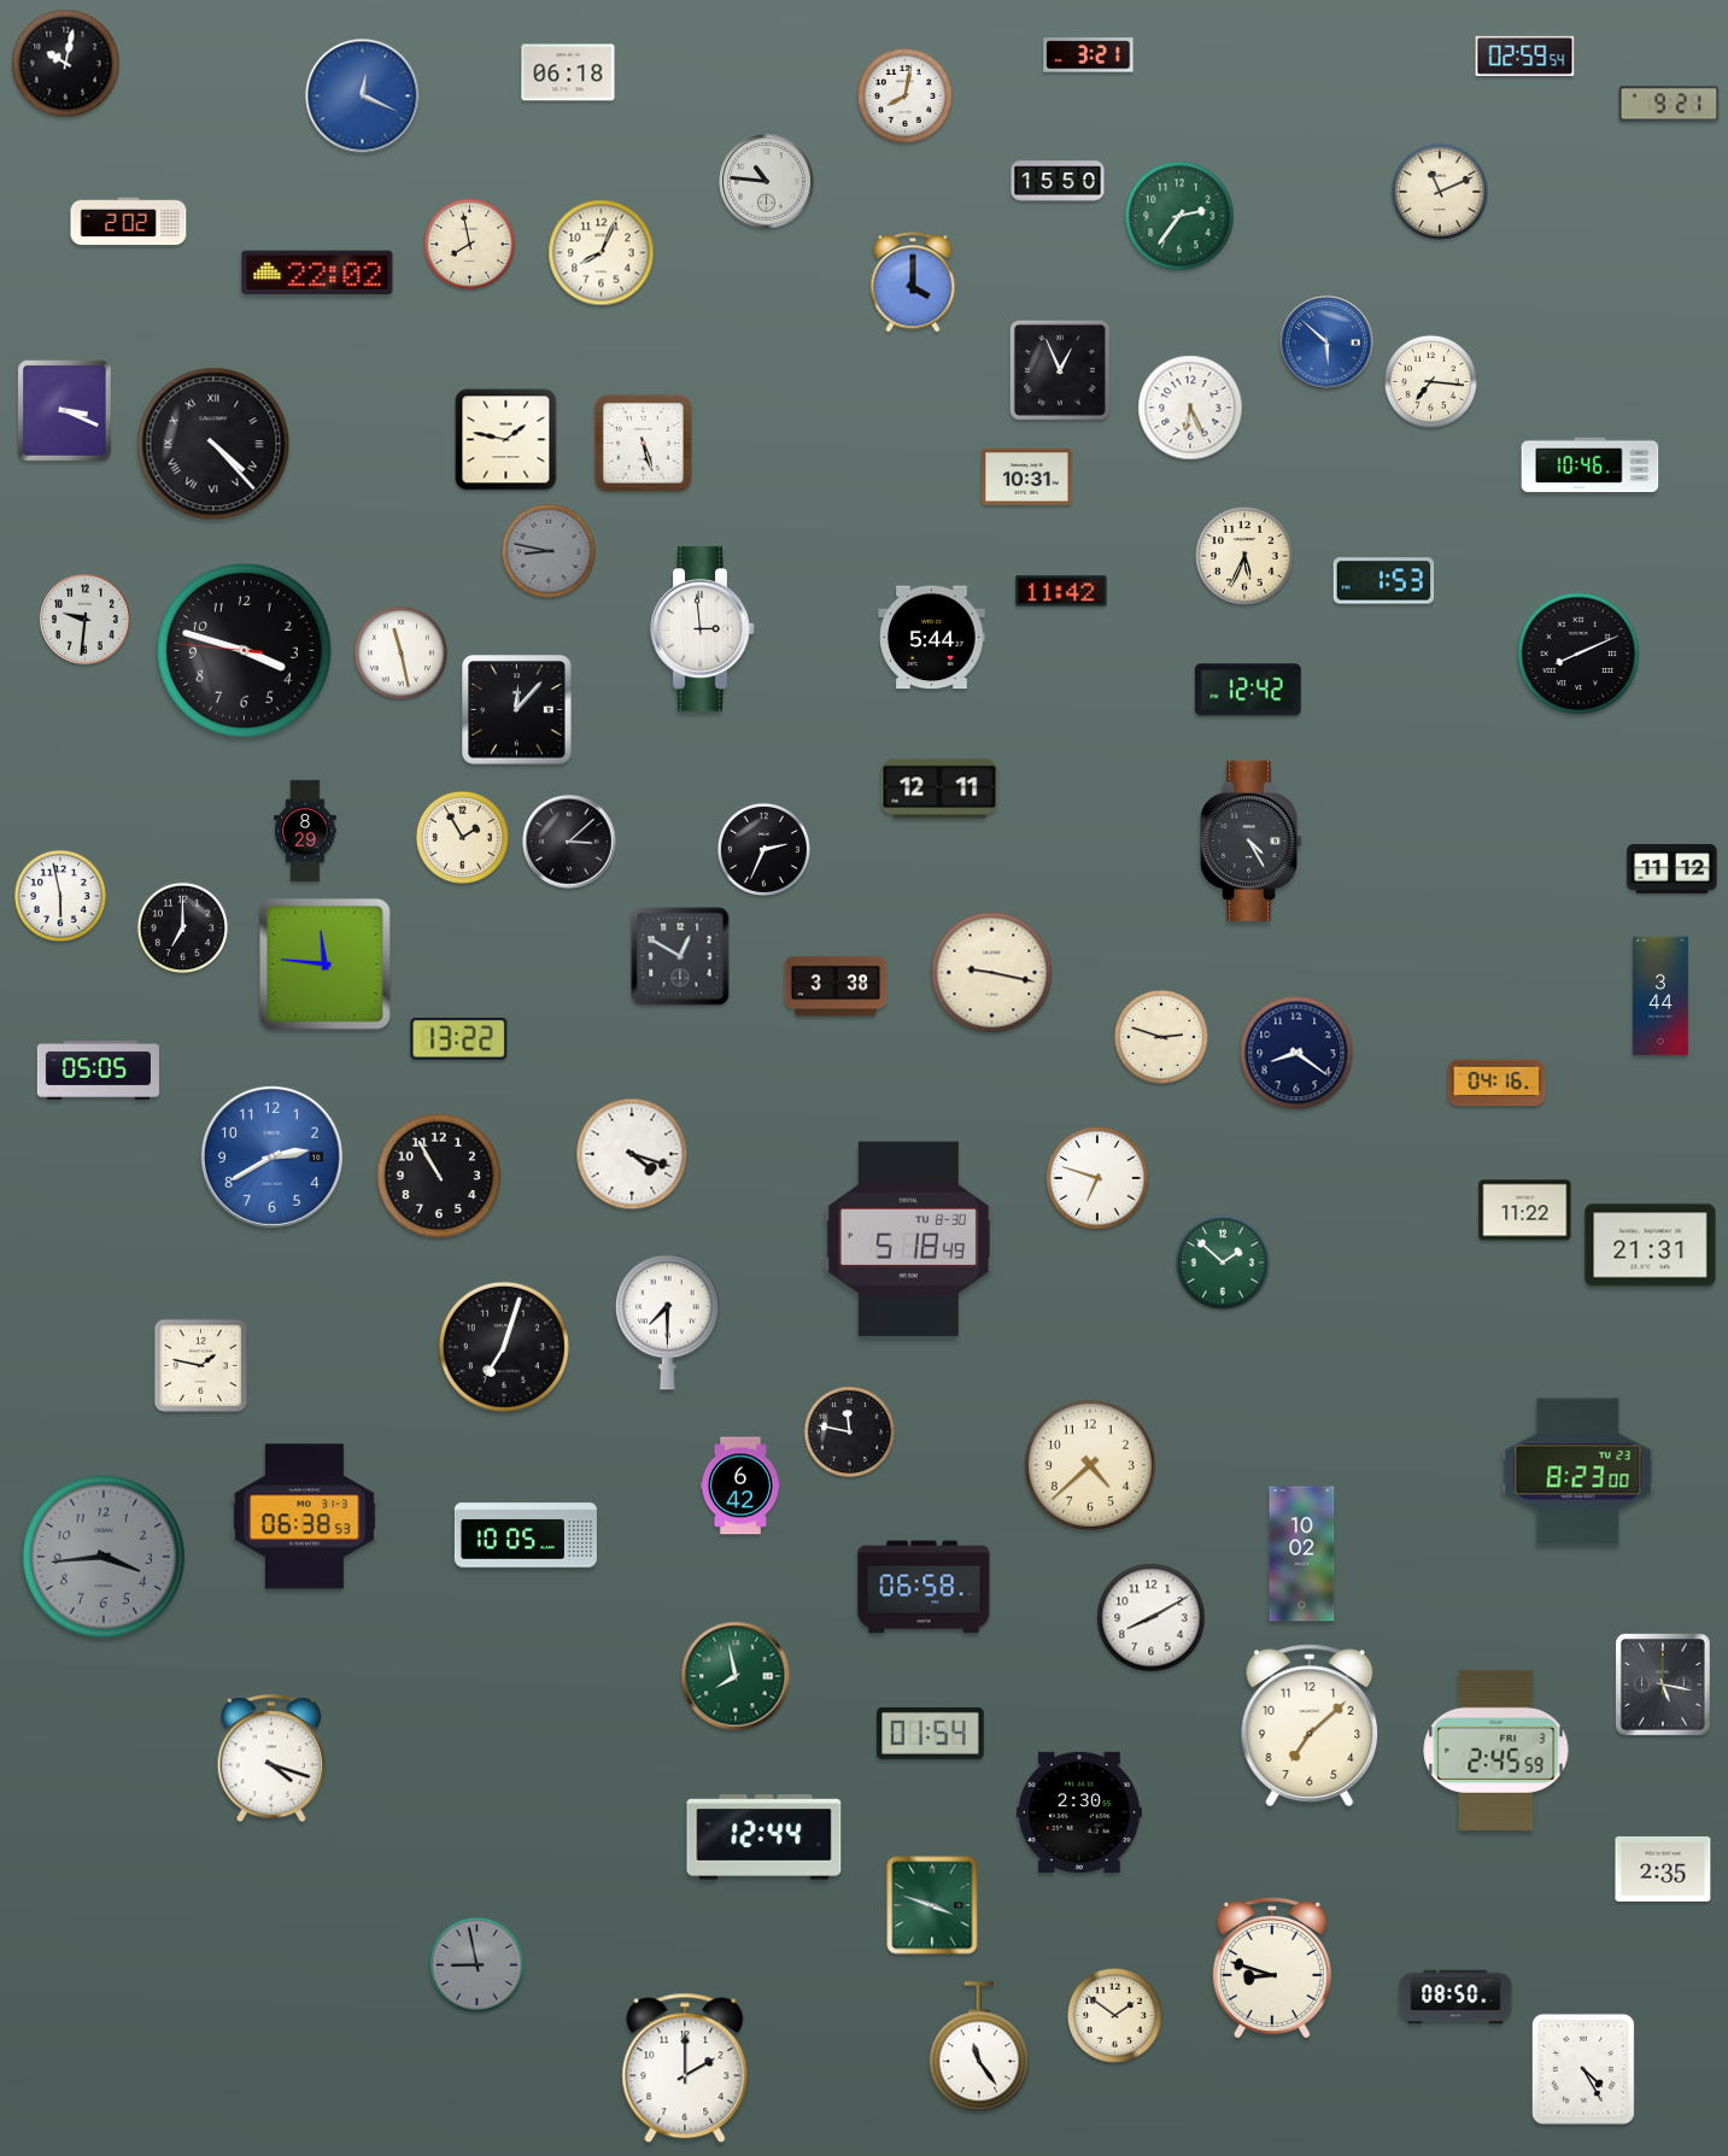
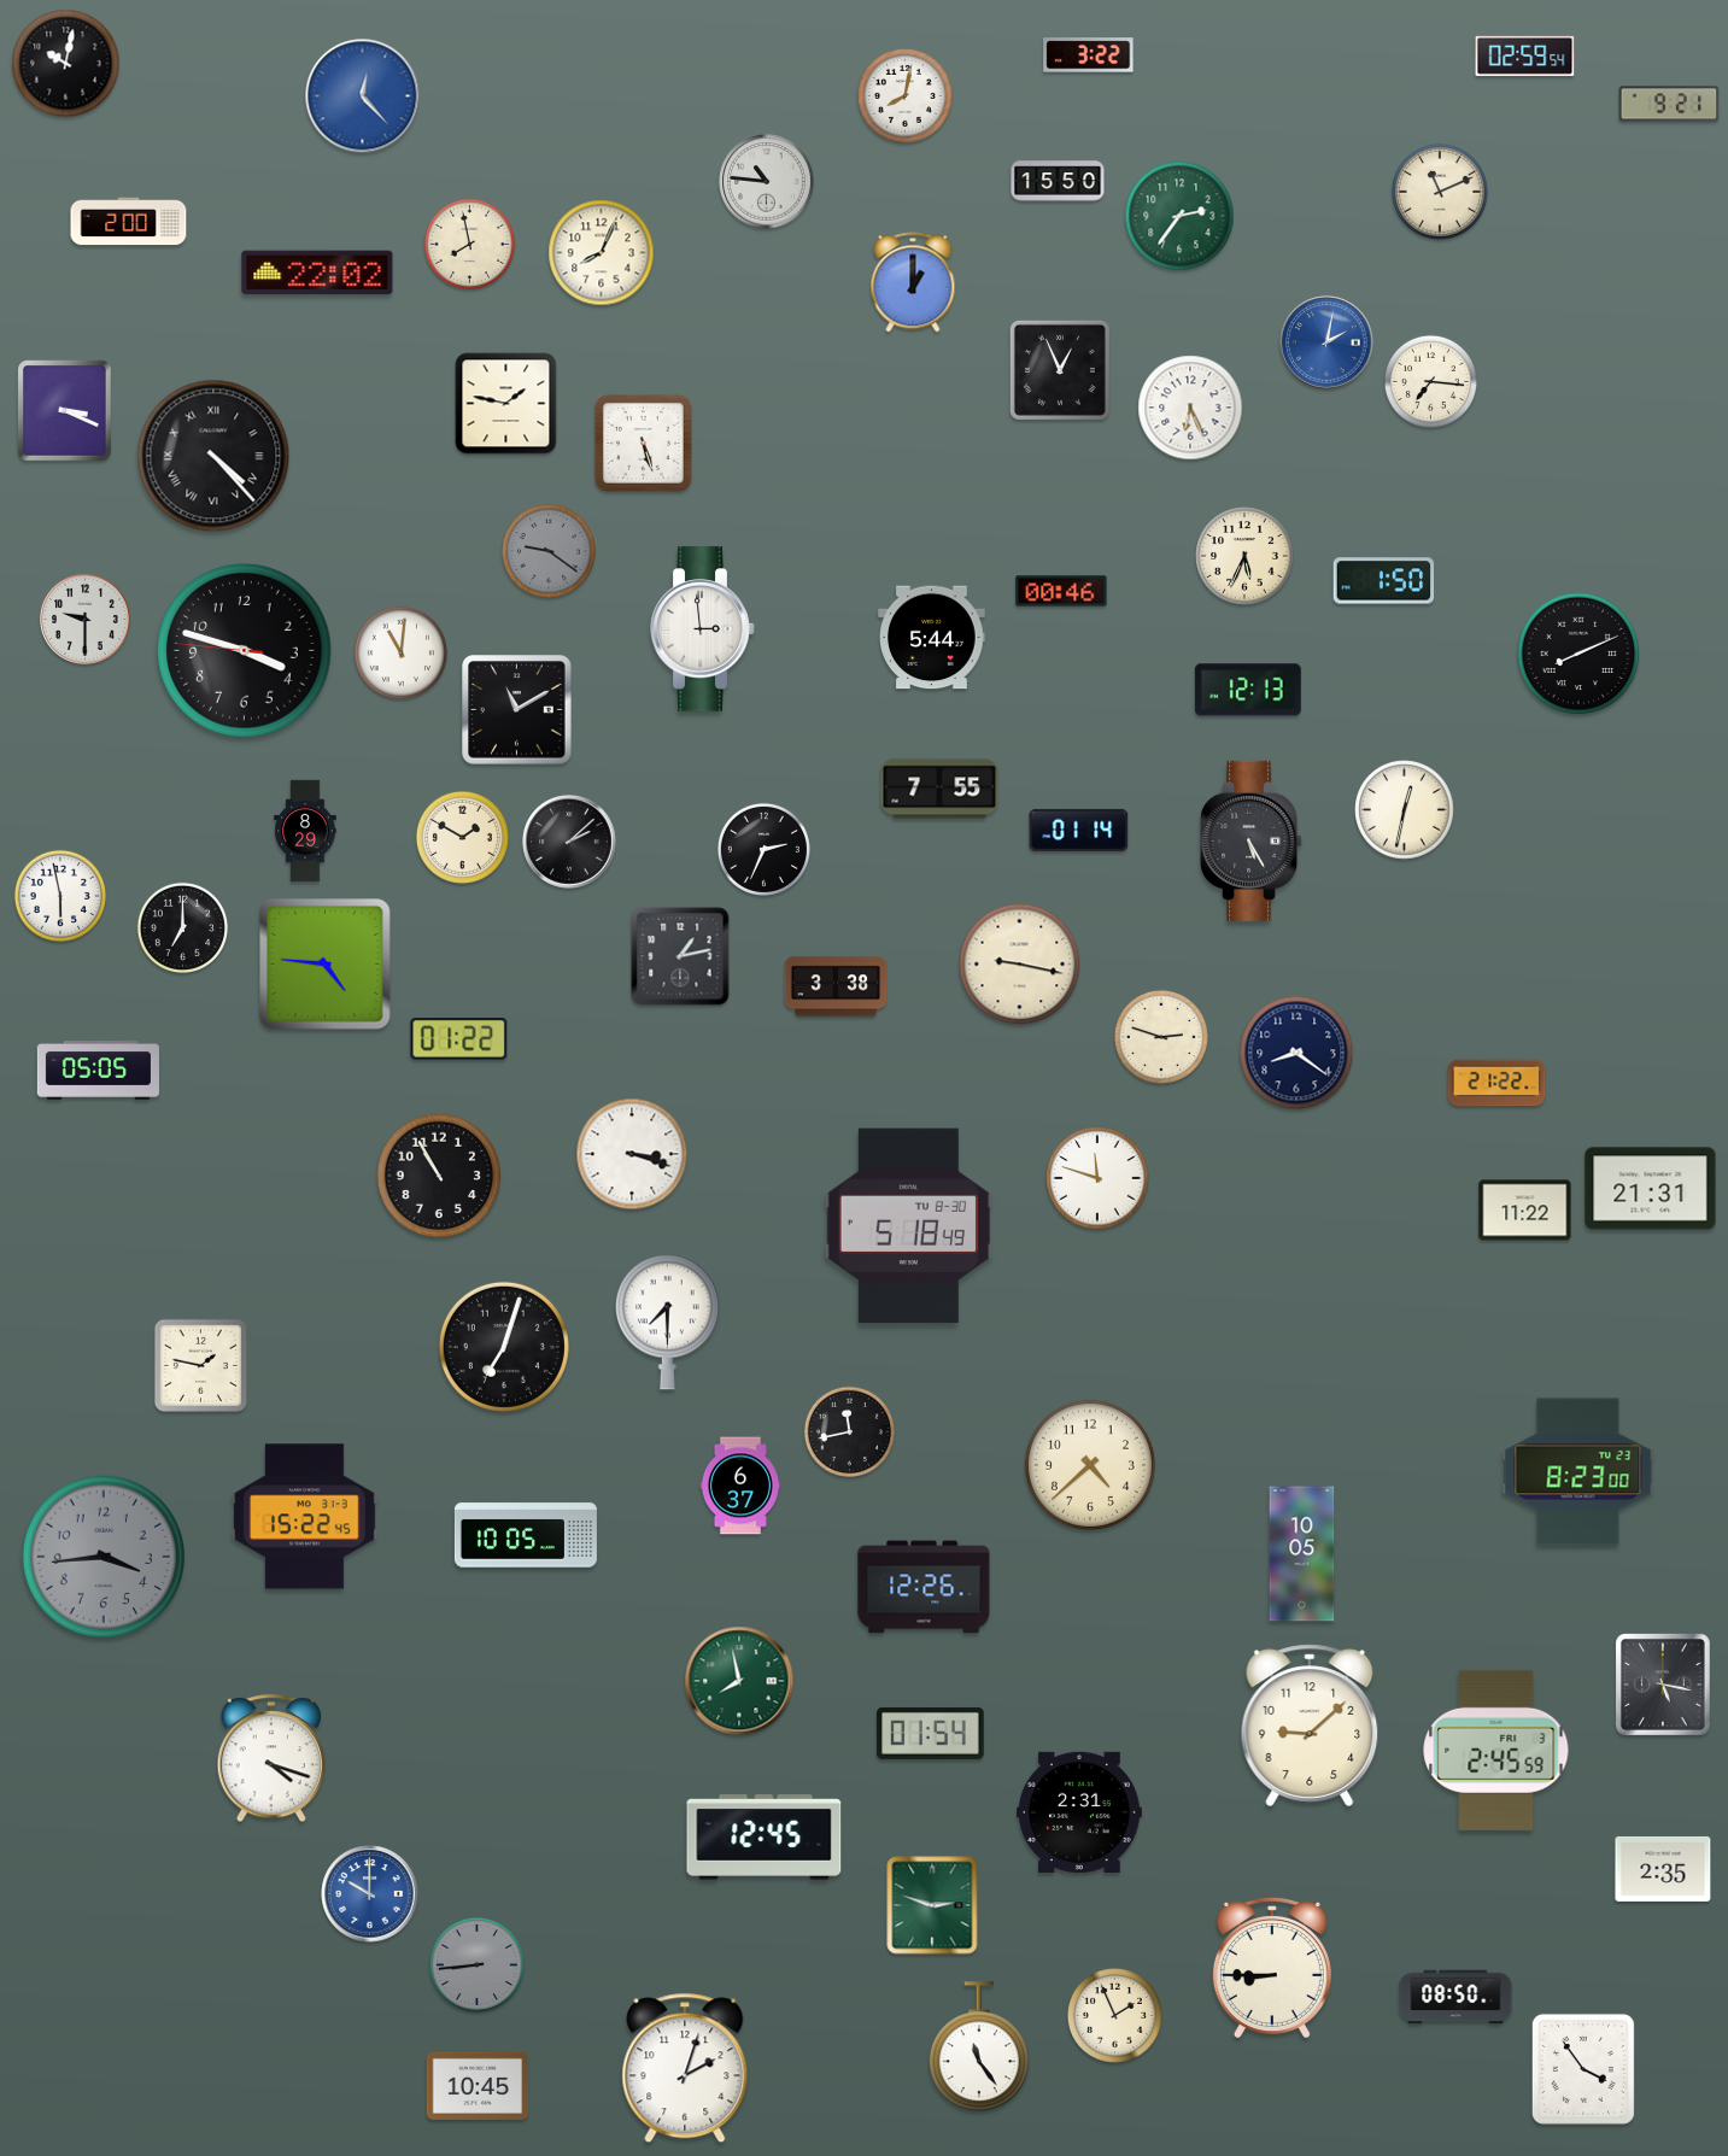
clock at (1089, 55): 3:21 -> 3:22
clock at (568, 72): 06:18 -> none
clock at (363, 96): 12:19 -> 12:23
clock at (129, 222): 2:02 -> 2:00
clock at (913, 282): 4:00 -> 1:00
clock at (1326, 342): 5:52 -> 2:02
clock at (506, 440) position: (506, 440) -> (506, 404)
clock at (213, 444) position: (213, 444) -> (213, 456)
clock at (1591, 465): 10:46 -> none
clock at (1027, 478): 10:31 -> none
clock at (549, 551): 8:47 -> 9:21
clock at (1384, 581): 1:53 -> 1:50
clock at (1061, 591): 11:42 -> 00:46
clock at (86, 620): 9:31 -> 9:30
clock at (400, 652): 11:28 -> 11:01
clock at (1248, 690): 12:42 -> 12:13
clock at (517, 710): 12:07 -> 11:10
clock at (939, 789): 12:11 -> 7:55
clock at (1405, 810): none -> 12:32
clock at (1079, 830): none -> 01:14
clock at (462, 837): 1:55 -> 1:50
clock at (1252, 840): 4:25 -> 5:25
clock at (569, 842): 3:08 -> 2:08
clock at (1673, 869): 11:12 -> none
clock at (680, 956): 12:50 -> 1:13
clock at (326, 965): 11:46 -> 4:46
clock at (992, 973) position: (992, 973) -> (1020, 965)
clock at (1662, 996): 3:44 -> none
clock at (459, 1039): 13:22 -> 01:22
clock at (1496, 1083): 04:16 -> 21:22
clock at (632, 1154): 4:18 -> 3:18
clock at (271, 1156): 2:40 -> none
clock at (1097, 1178): 6:48 -> 11:48
clock at (908, 1240) position: (908, 1240) -> (908, 1226)
clock at (1651, 1246) position: (1651, 1246) -> (1651, 1189)
clock at (1223, 1262): 1:52 -> none
clock at (849, 1431): 11:47 -> 11:43
clock at (740, 1486): 6:42 -> 6:37
clock at (305, 1517): 06:38 -> 15:22
clock at (1302, 1554): 10:02 -> 10:05
clock at (924, 1587): 06:58 -> 12:26
clock at (1152, 1618): 8:10 -> none
clock at (736, 1676) position: (736, 1676) -> (739, 1681)
clock at (1310, 1726): 7:08 -> 9:08
clock at (1080, 1812): 2:30 -> 2:31
clock at (765, 1838): 12:44 -> 12:45
clock at (370, 1894): none -> 10:00
clock at (932, 1905): 3:48 -> 2:48
clock at (476, 1964): 8:58 -> 8:44
clock at (1272, 1967): 8:48 -> 8:45
clock at (1114, 2015): 1:51 -> 1:56
clock at (685, 2068): 2:00 -> 2:03
clock at (1583, 2069): 4:25 -> 3:54
clock at (478, 2086): none -> 10:45
